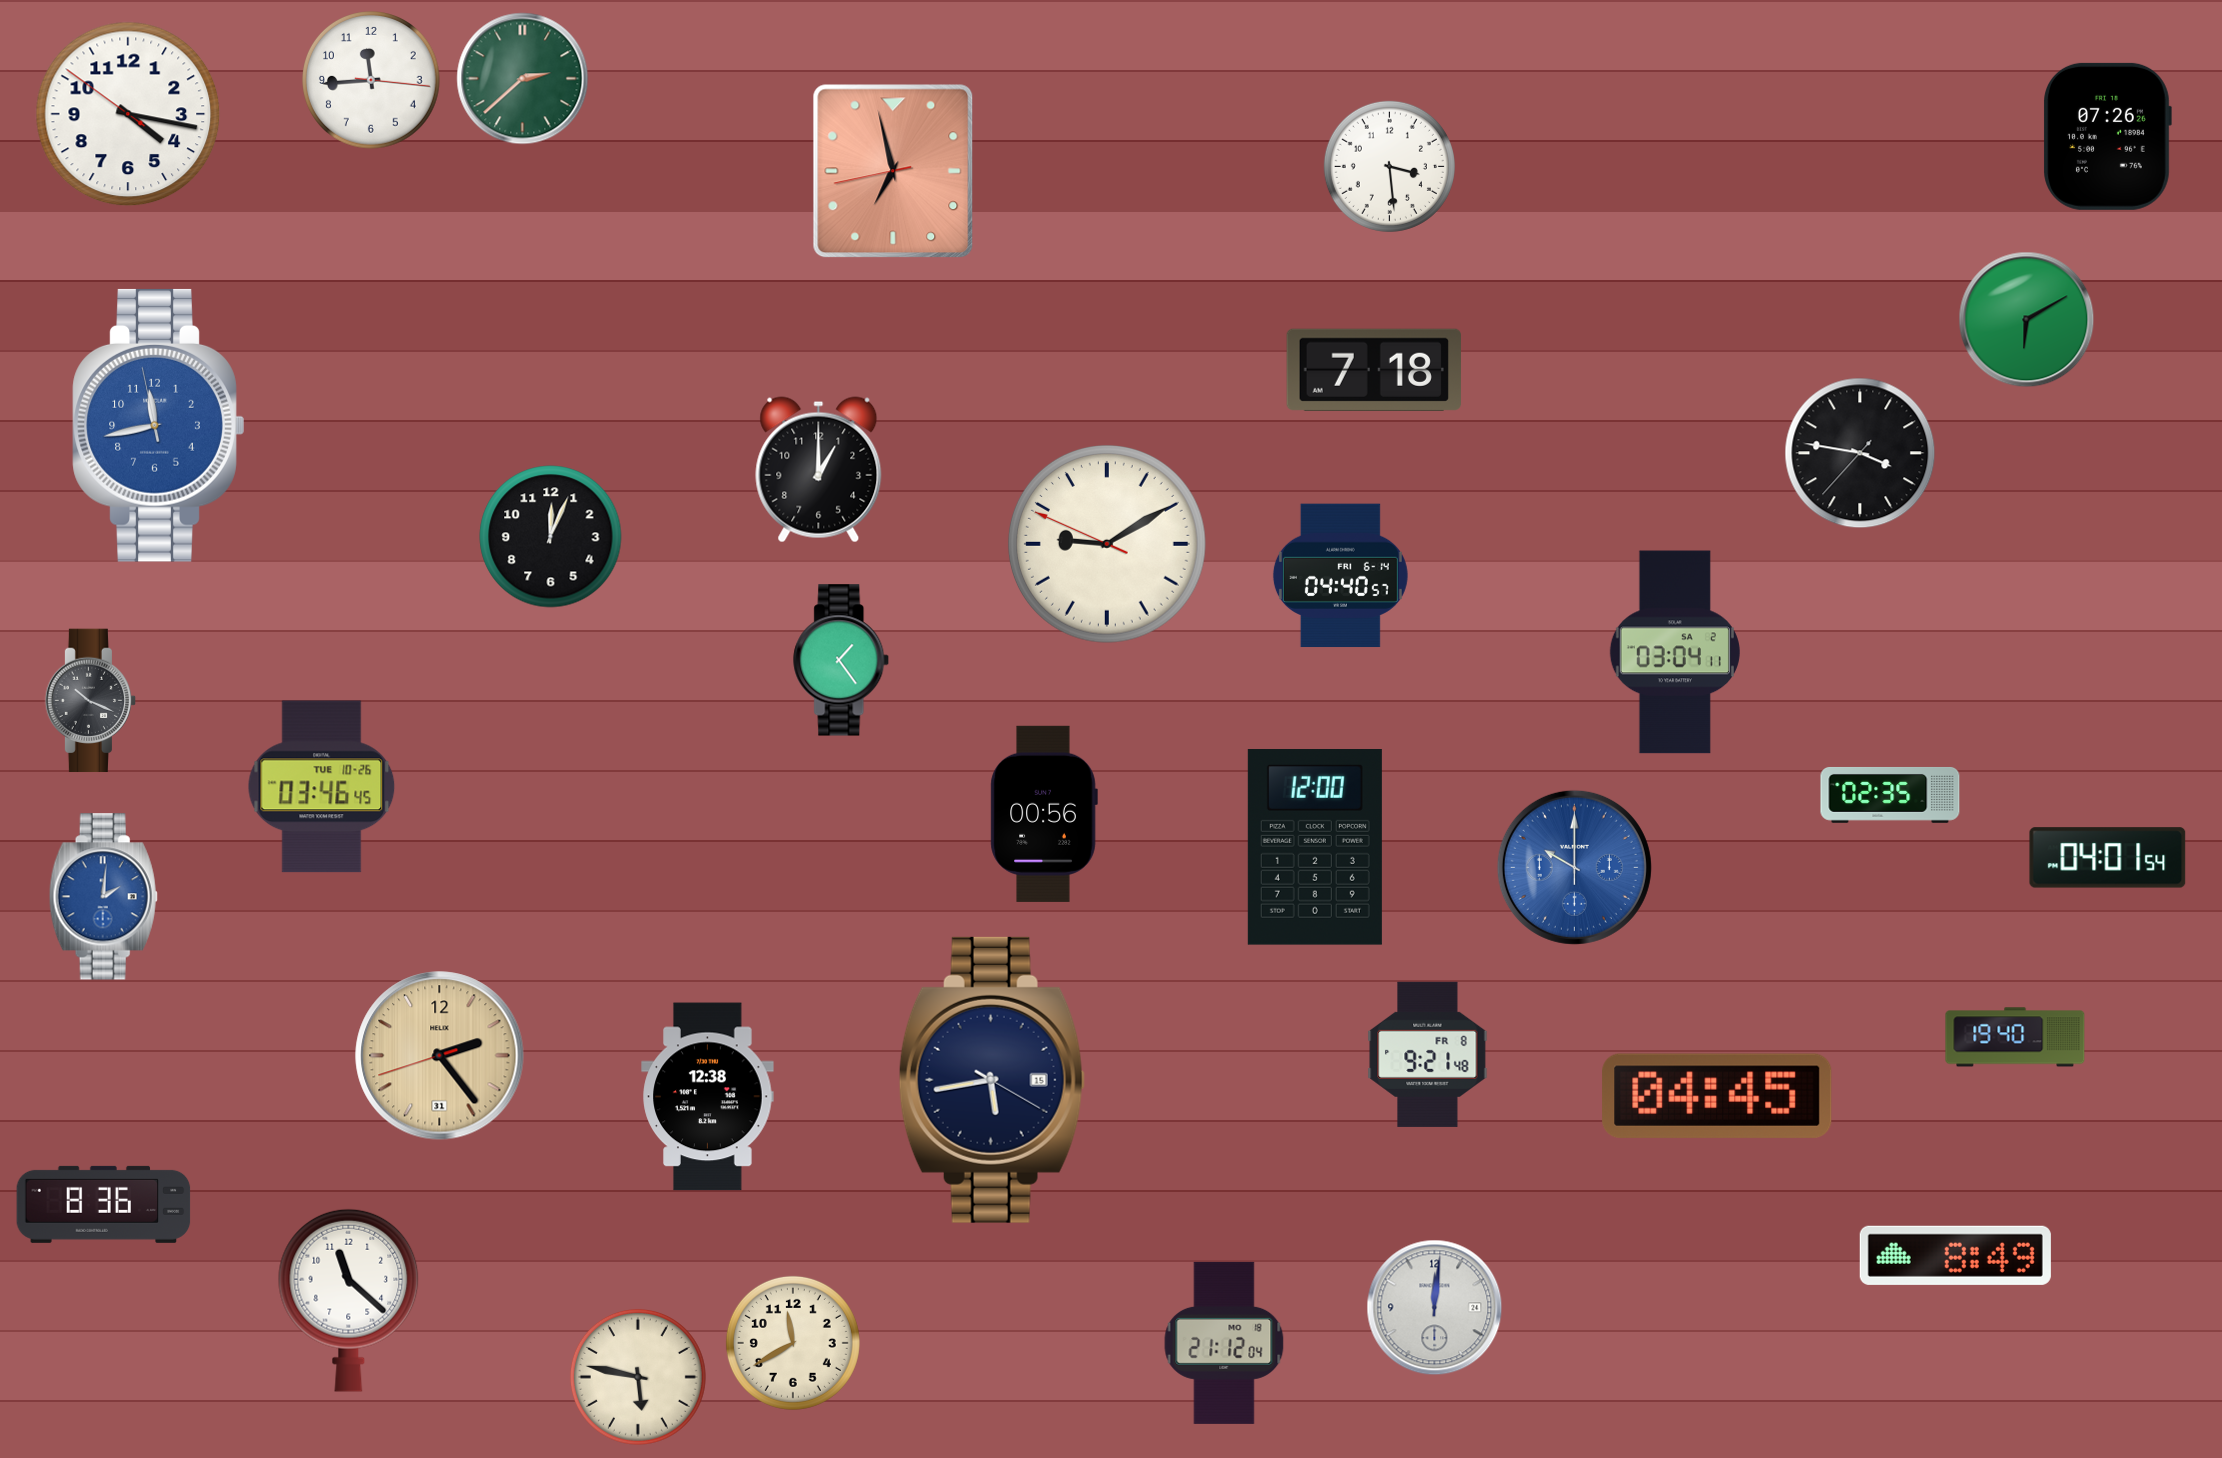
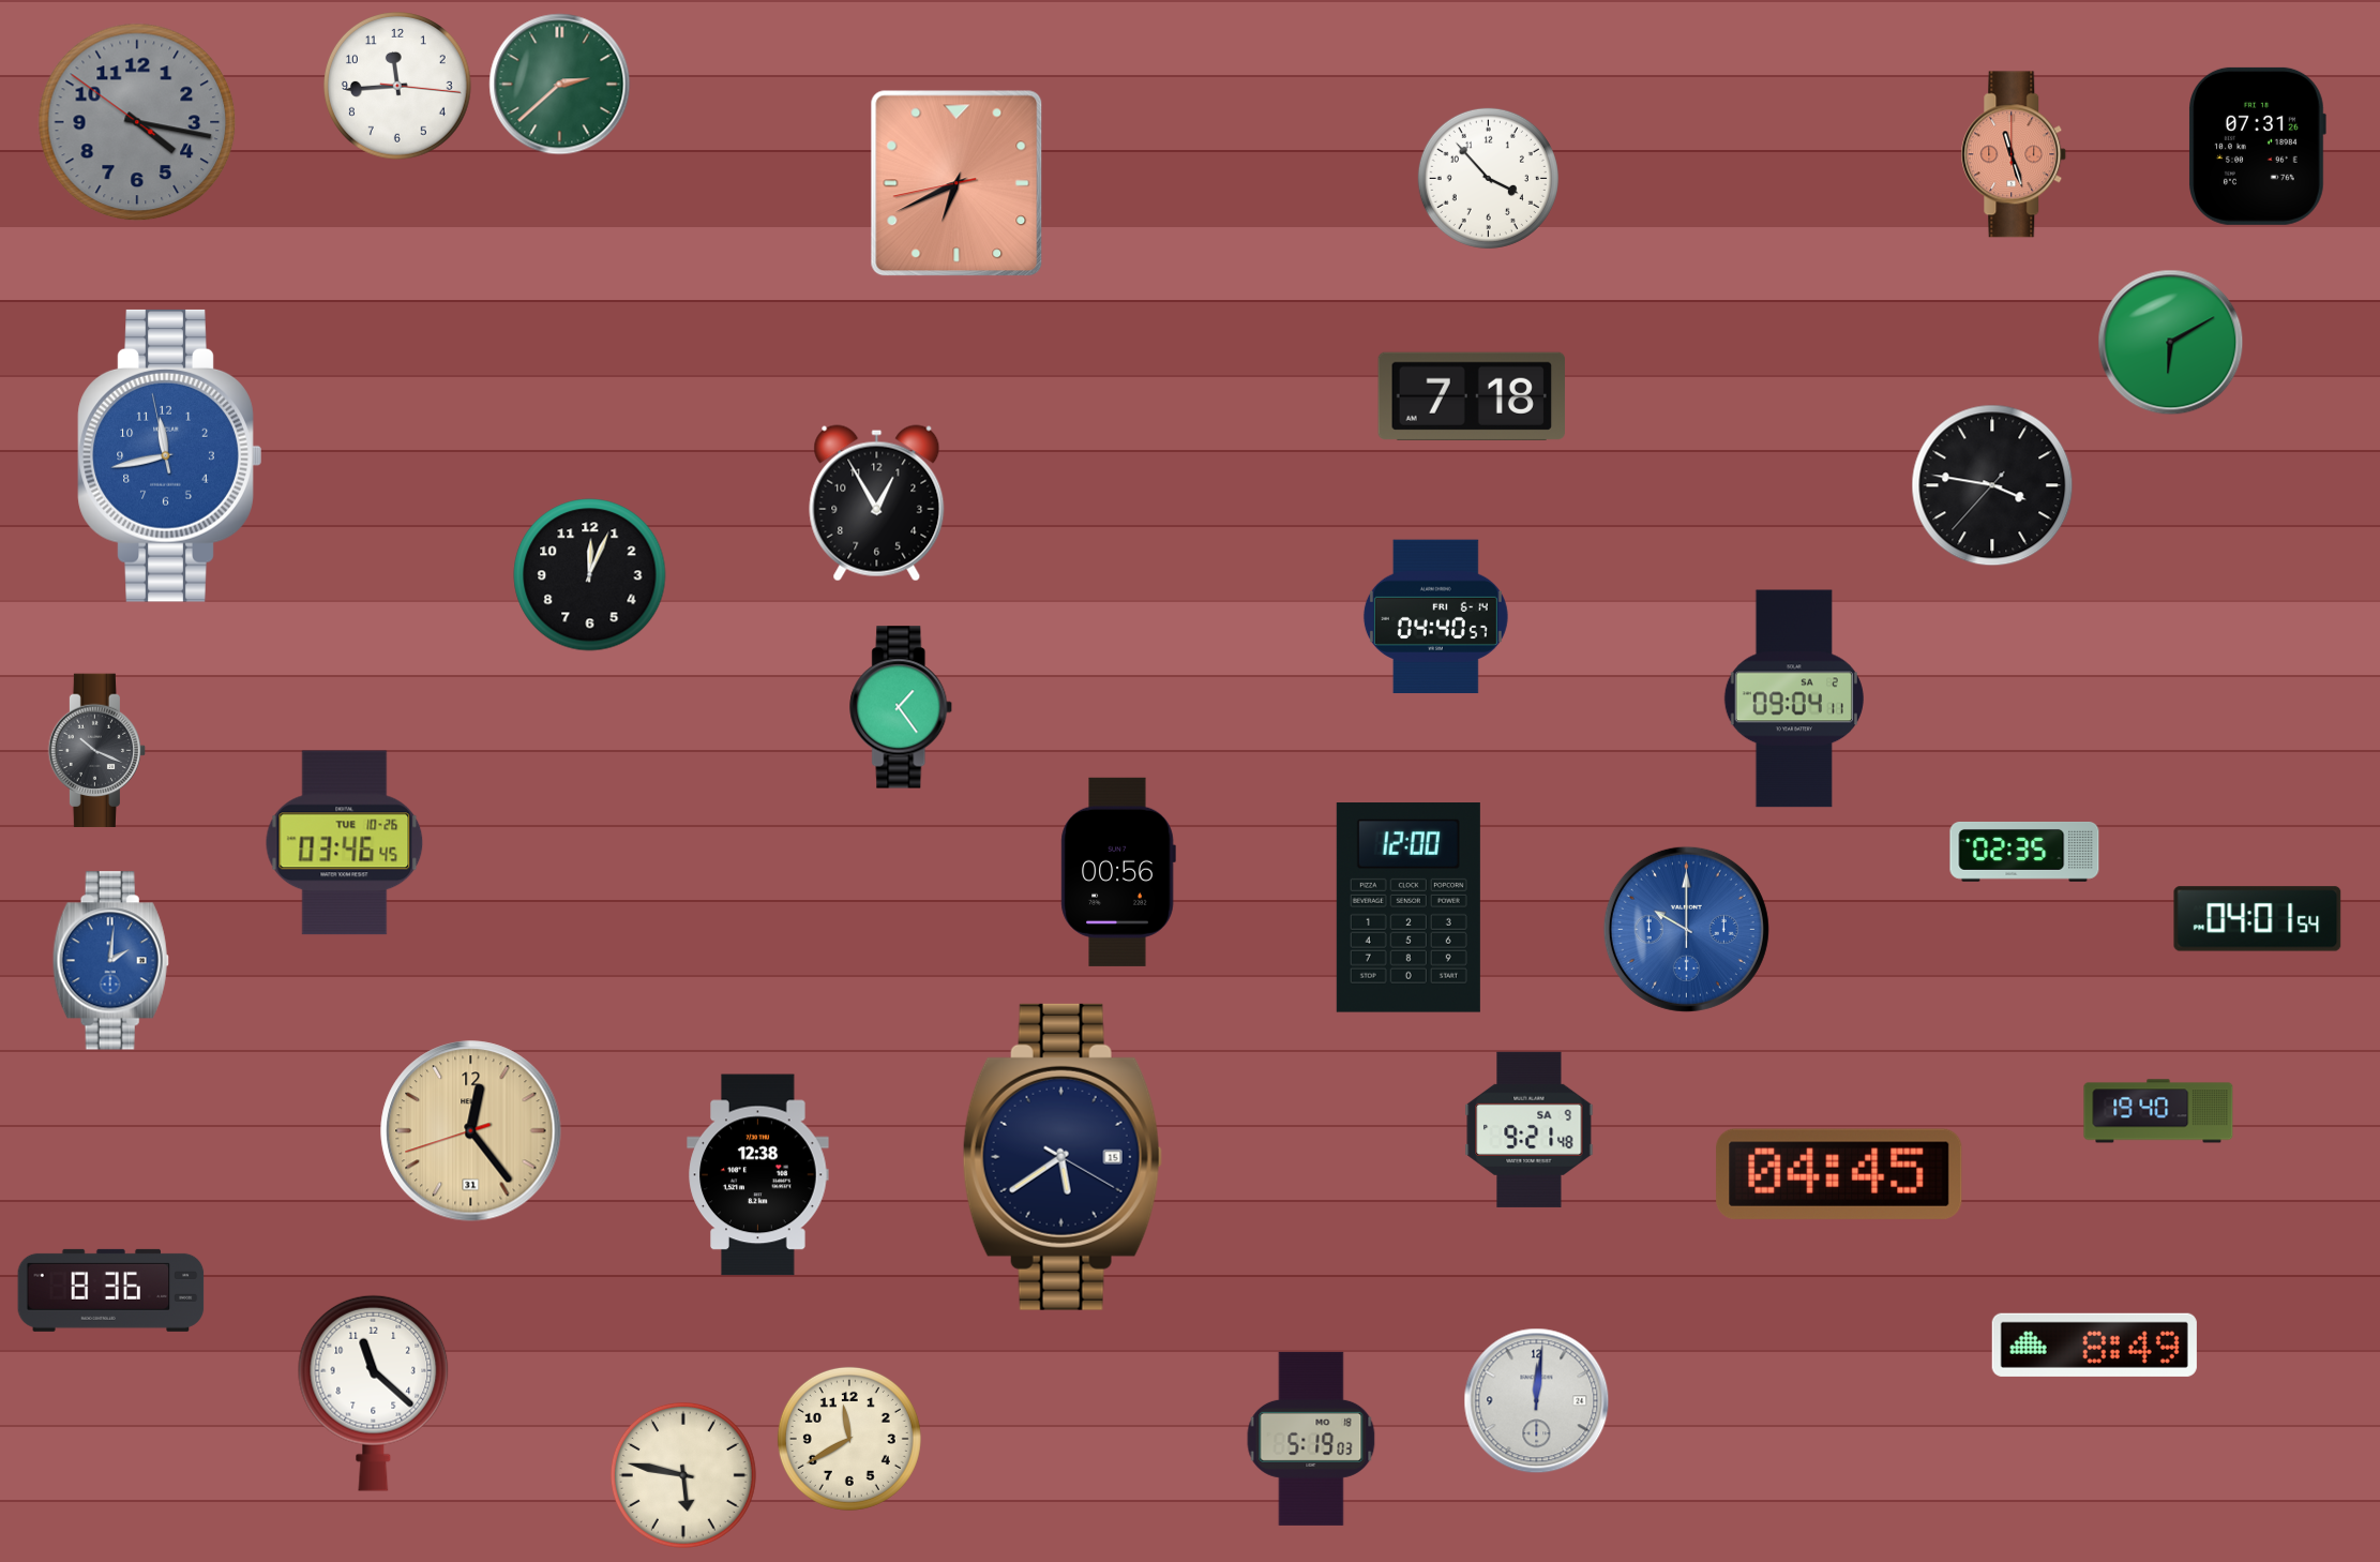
clock at (128, 114) dial: white -> grey
clock at (2107, 136): 07:26 -> 07:31
clock at (2014, 154): none -> 11:27
clock at (1389, 166): 3:29 -> 3:53
clock at (893, 171): 6:57 -> 6:40
clock at (819, 470): 1:00 -> 12:55
clock at (1107, 544): 9:09 -> none
clock at (1675, 652): 03:04 -> 09:04
clock at (1428, 1054) date: FR 8 -> SA 9
clock at (440, 1056): 2:23 -> 12:23
clock at (992, 1080): 5:43 -> 5:39
clock at (1224, 1343): 21:12 -> 5:19
